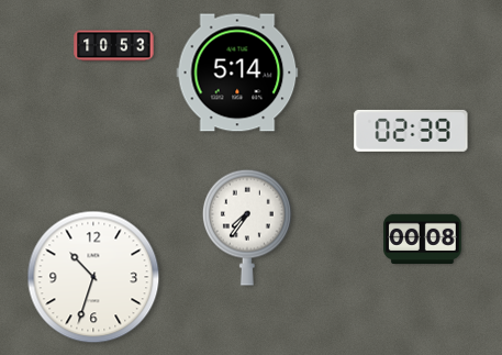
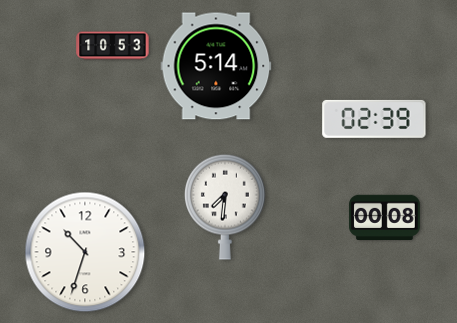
clock at (114, 46) position: (114, 46) -> (113, 46)
clock at (247, 228): 7:36 -> 7:31
